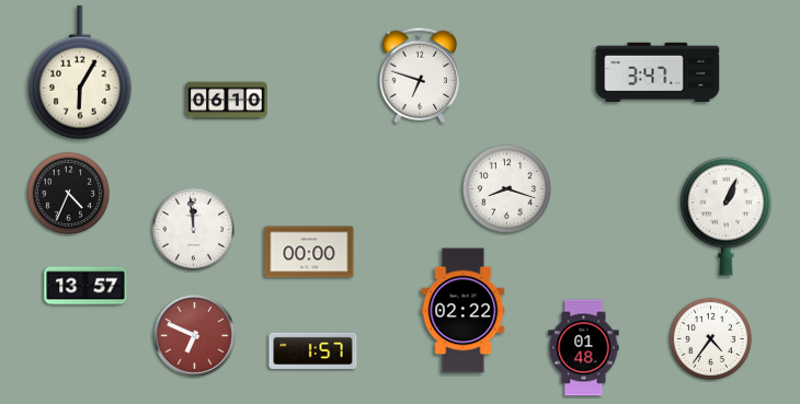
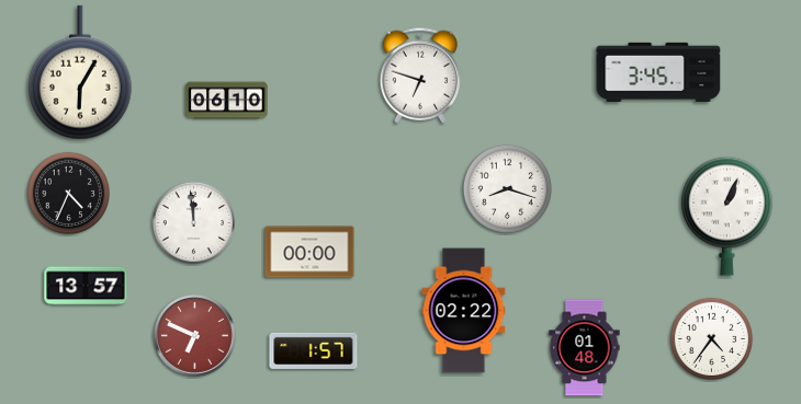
clock at (658, 72): 3:47 -> 3:45
clock at (193, 229) position: (193, 229) -> (193, 222)
